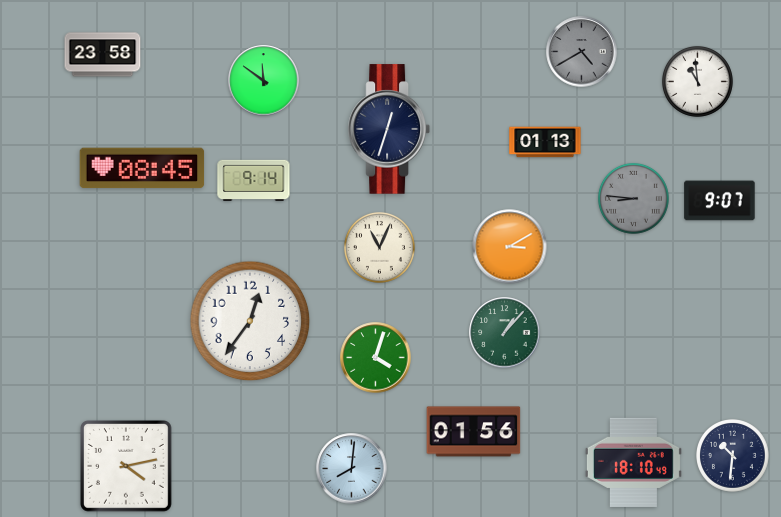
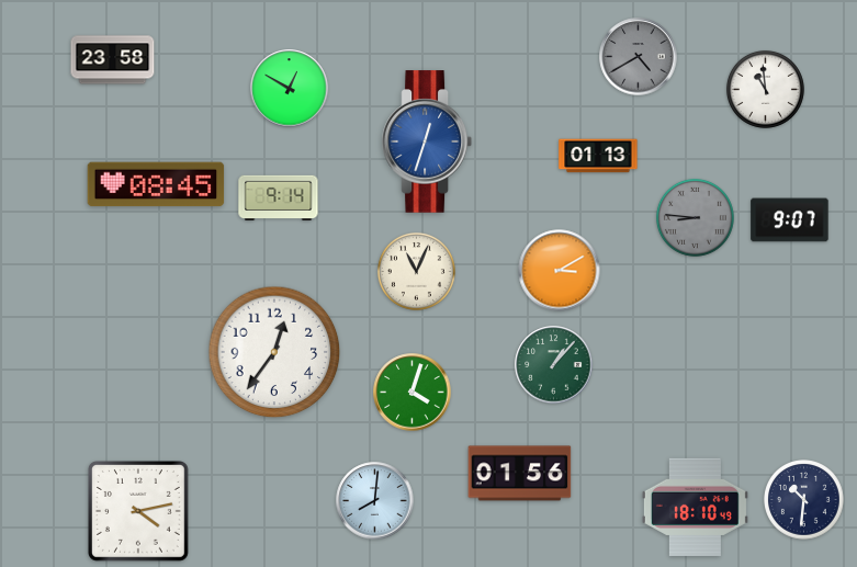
clock at (264, 81): 11:51 -> 12:50
clock at (389, 129) dial: navy -> blue
clock at (352, 469) position: (352, 469) -> (375, 501)
